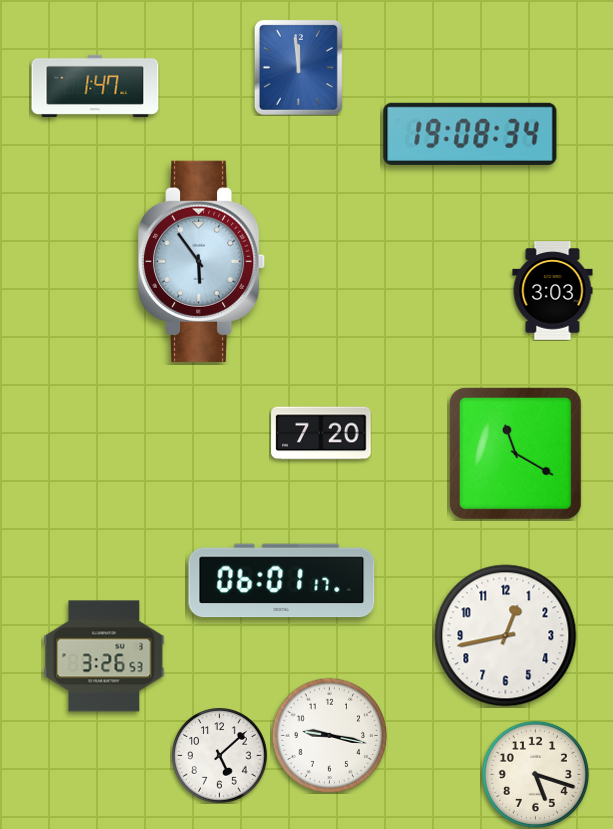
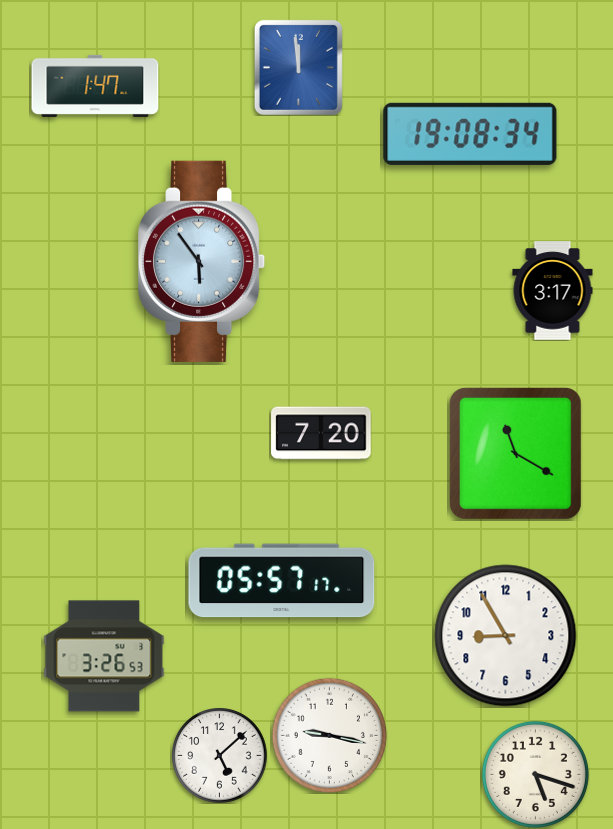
clock at (553, 291): 3:03 -> 3:17
clock at (282, 581): 06:01 -> 05:57
clock at (506, 636): 12:43 -> 8:55
